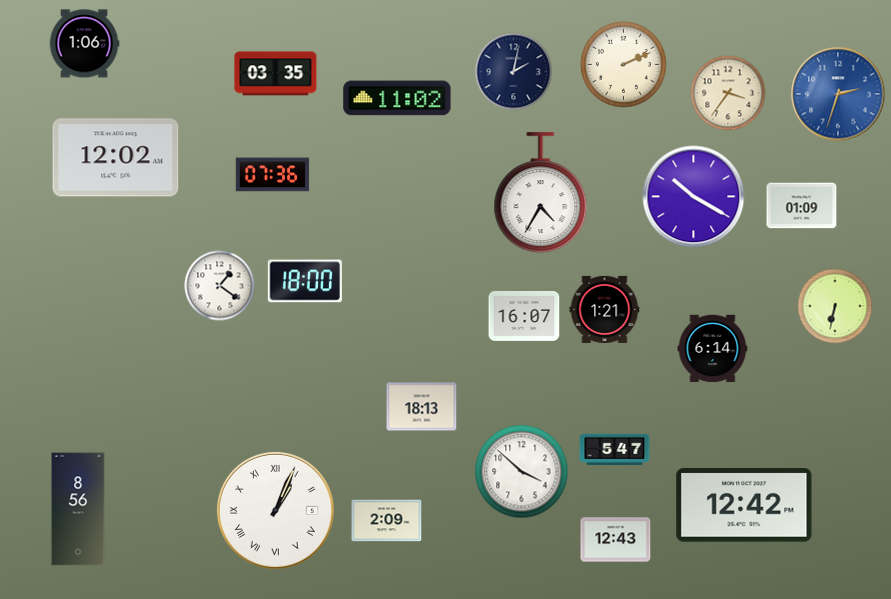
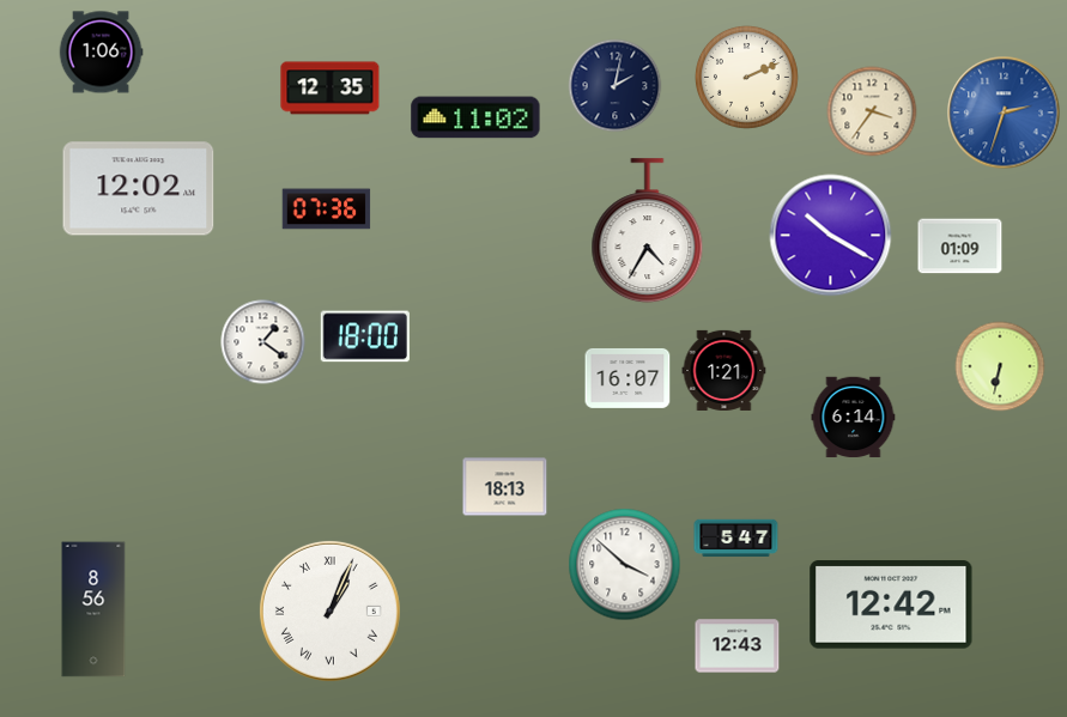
clock at (276, 74): 03:35 -> 12:35
clock at (387, 521): 2:09 -> none
